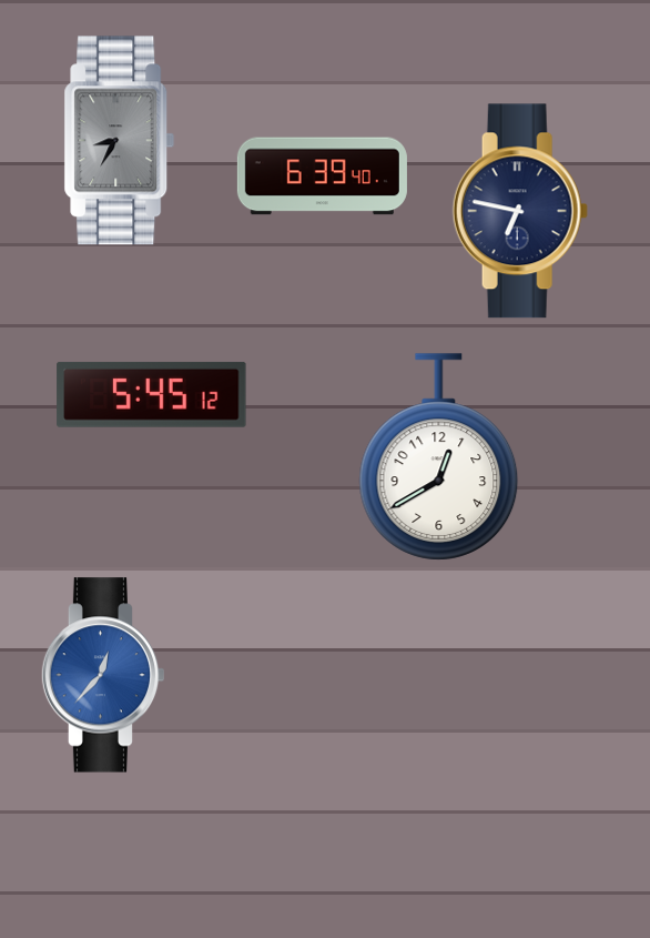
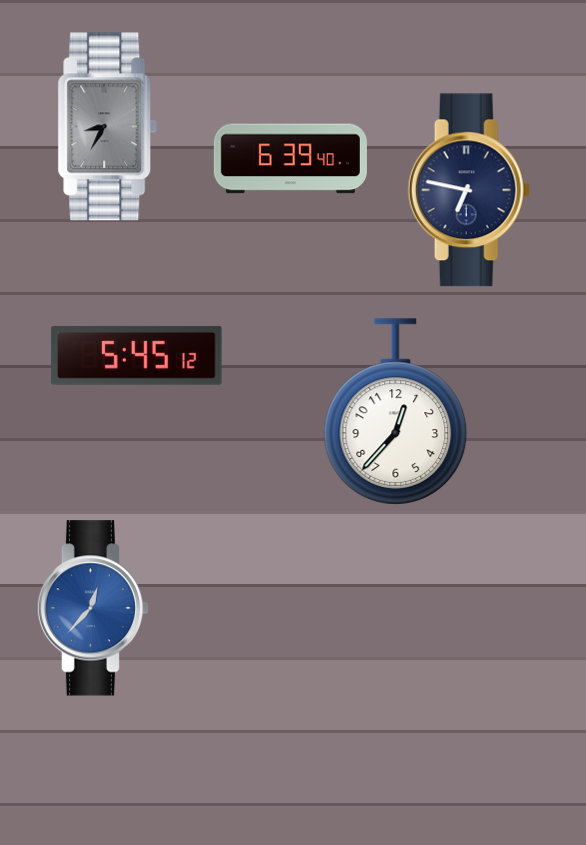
clock at (439, 457): 12:40 -> 12:37
